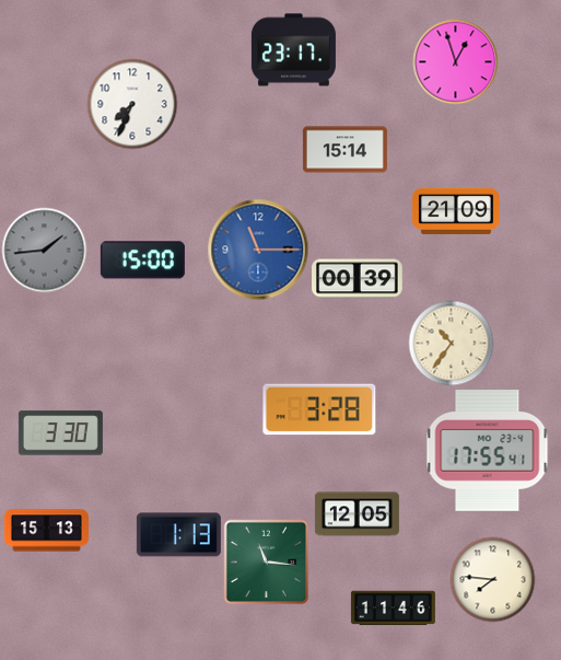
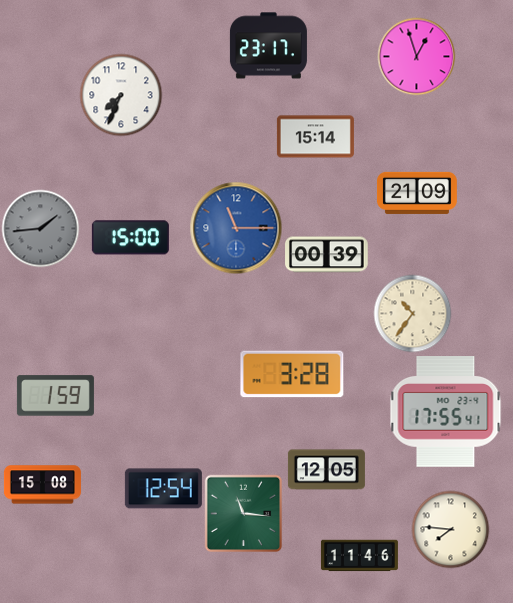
clock at (60, 433): 3:30 -> 1:59
clock at (46, 531): 15:13 -> 15:08
clock at (178, 535): 1:13 -> 12:54
